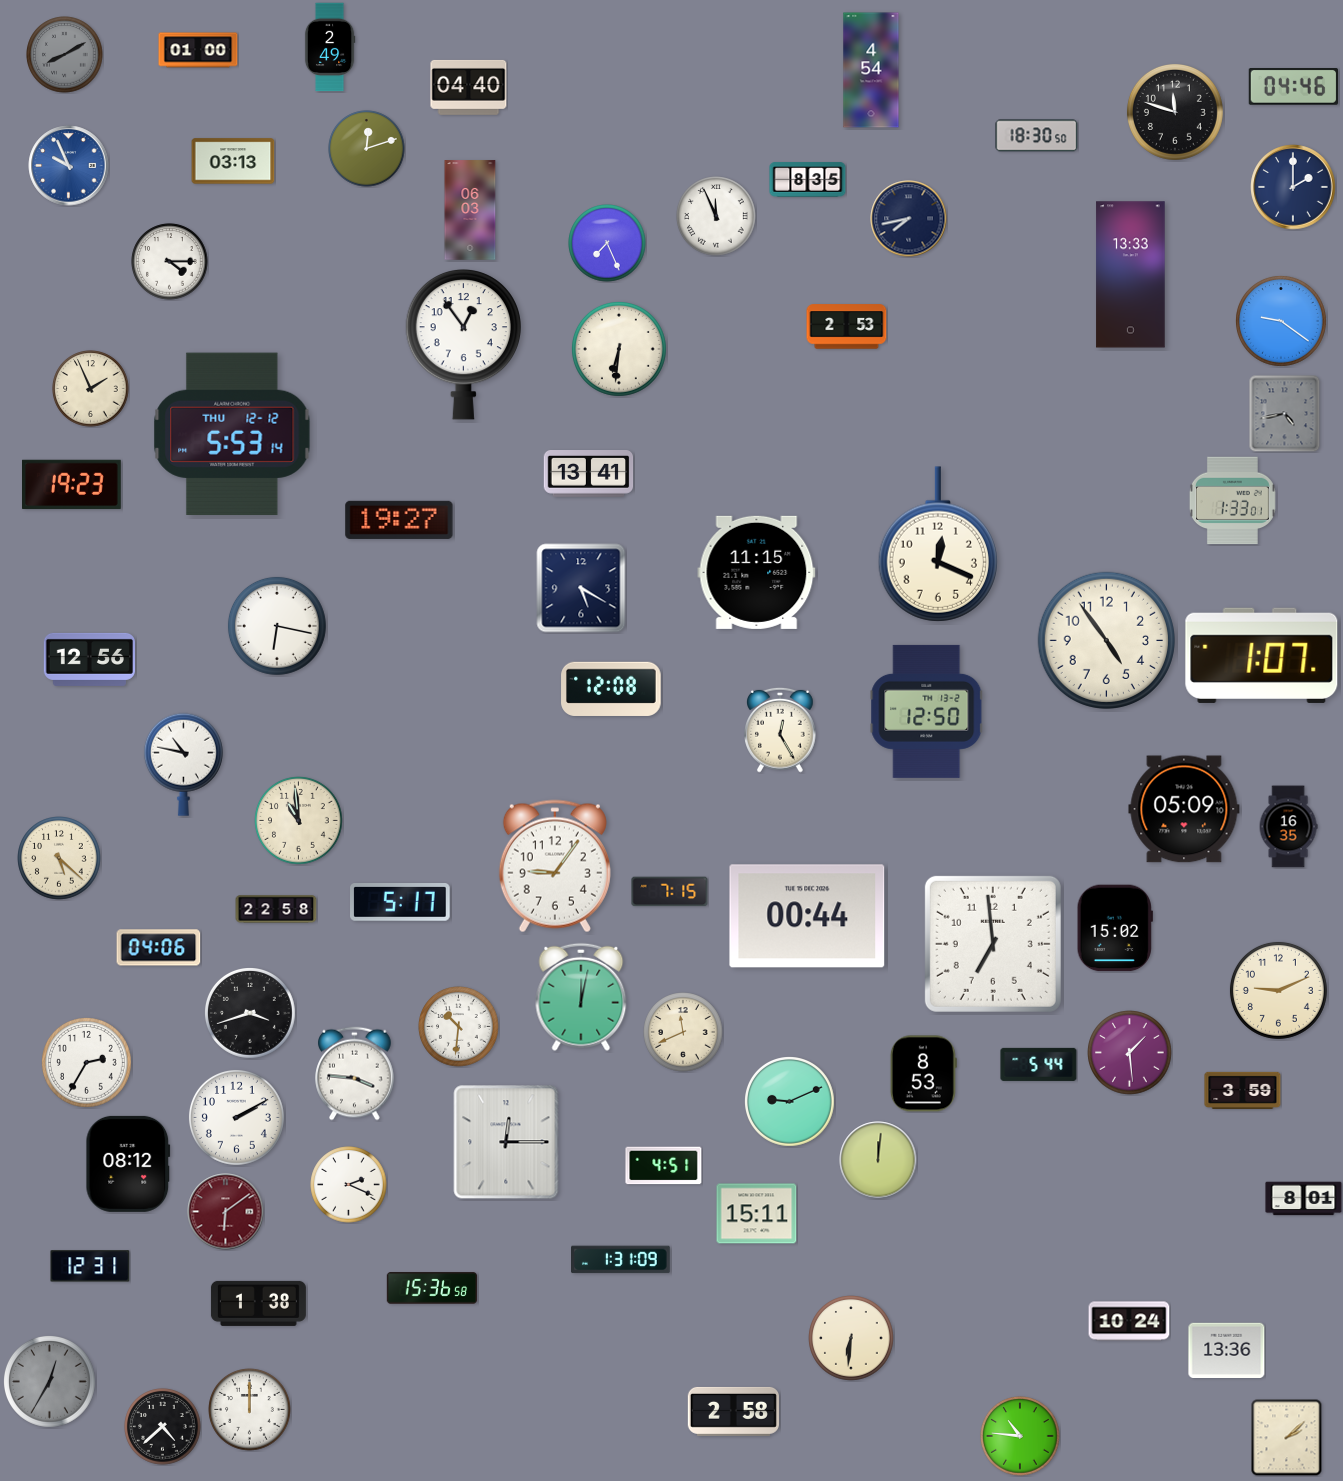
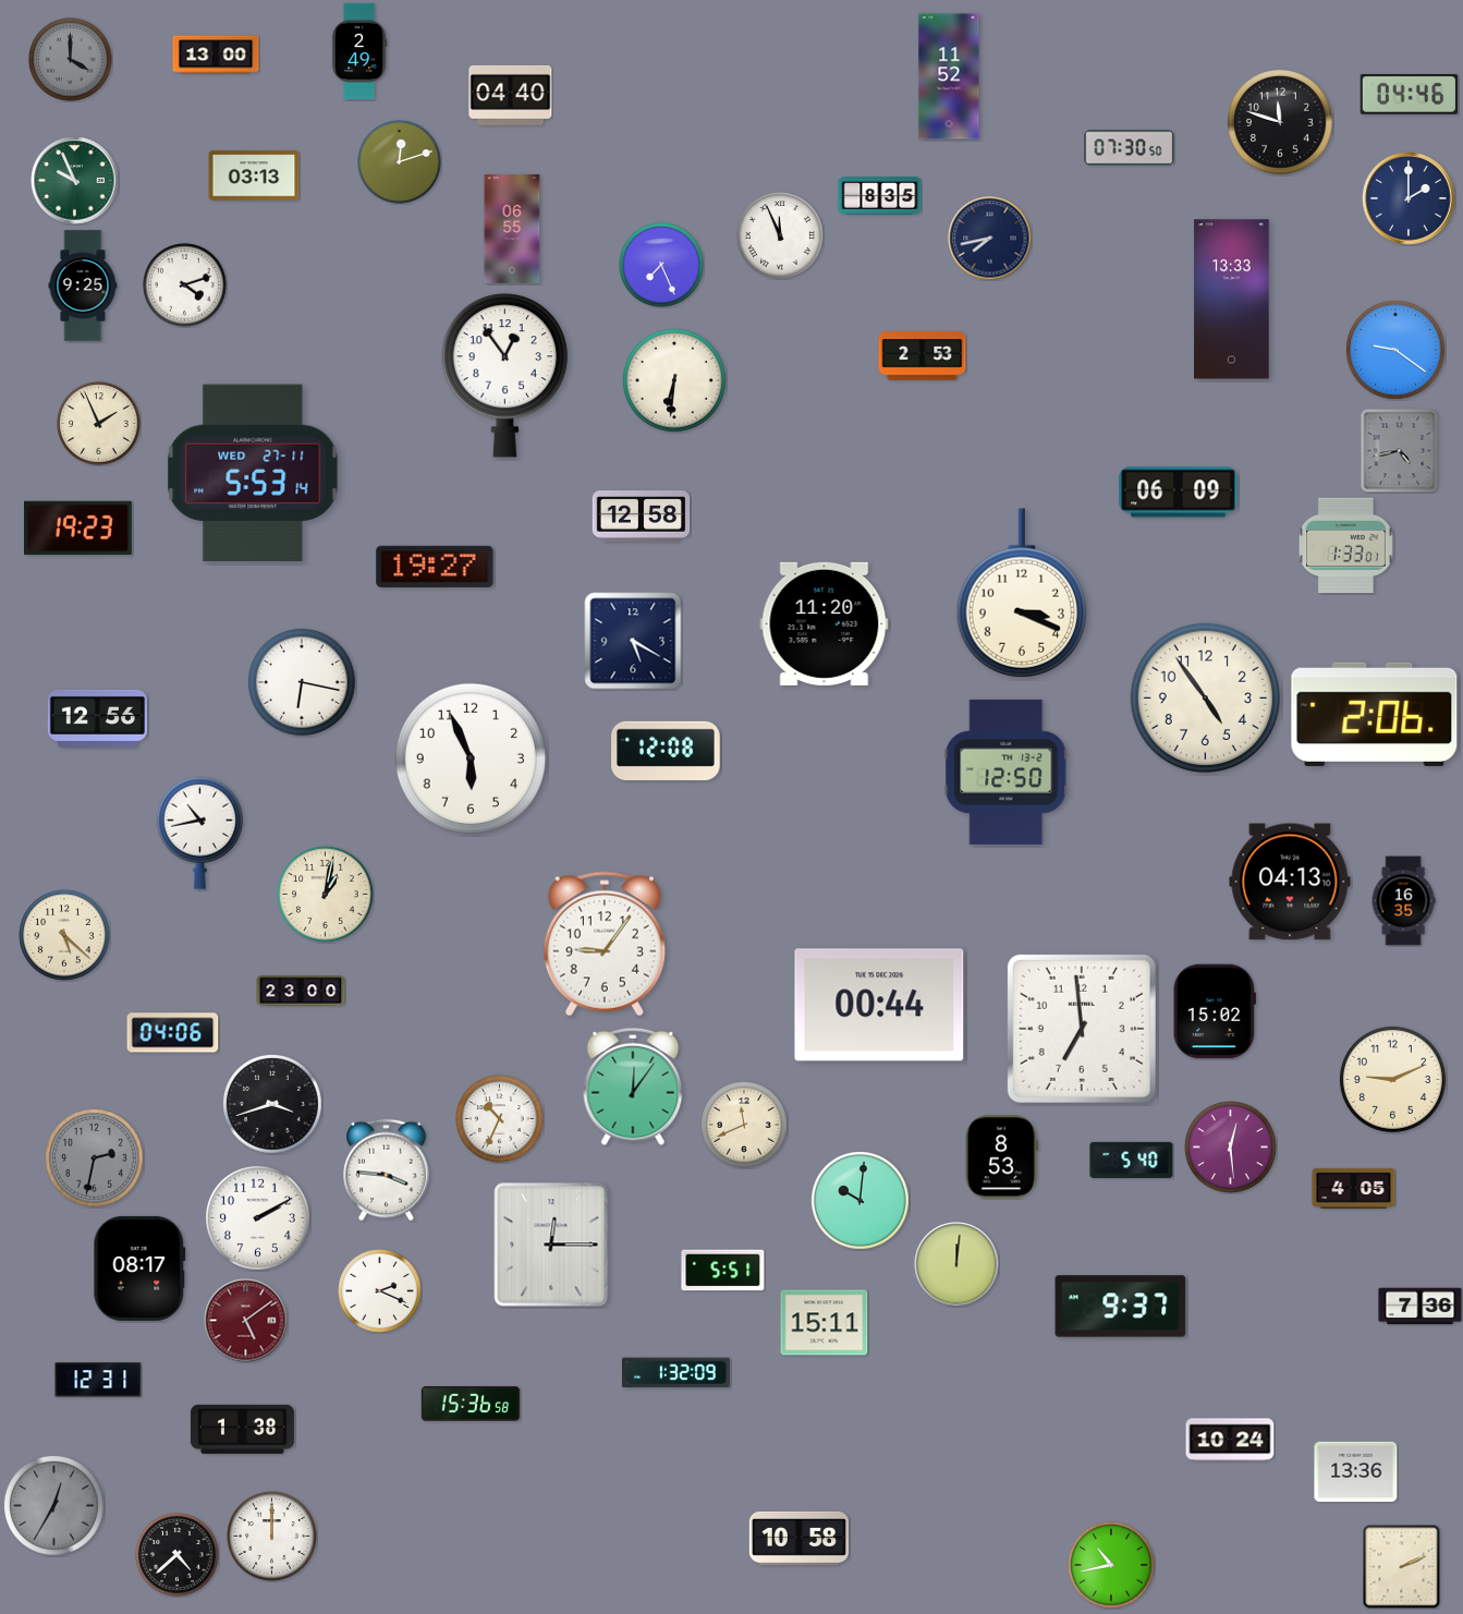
clock at (198, 50): 01:00 -> 13:00
clock at (65, 55): 8:10 -> 4:00
clock at (871, 70): 4:54 -> 11:52
clock at (1037, 136): 18:30 -> 07:30
clock at (69, 166) dial: blue -> green
clock at (1293, 187) position: (1293, 187) -> (1409, 198)
clock at (470, 210): 06:03 -> 06:55
clock at (83, 286): none -> 9:25
clock at (170, 262): 4:15 -> 4:12
clock at (232, 433) date: THU 12-12 -> WED 27-11
clock at (1179, 493): none -> 06:09
clock at (589, 474): 13:41 -> 12:58
clock at (1232, 501) position: (1232, 501) -> (1345, 546)
clock at (937, 544): 12:19 -> 3:19
clock at (757, 572): 11:15 -> 11:20
clock at (1262, 655): 1:07 -> 2:06
clock at (471, 759): none -> 5:56
clock at (927, 711) position: (927, 711) -> (1007, 772)
clock at (781, 730): 12:25 -> none
clock at (183, 764): 10:47 -> 10:43
clock at (1184, 809): 05:09 -> 04:13
clock at (299, 821): 10:59 -> 1:02
clock at (670, 892): 7:15 -> none
clock at (401, 903): 5:17 -> none
clock at (276, 909): 22:58 -> 23:00
clock at (807, 916) position: (807, 916) -> (879, 1005)
clock at (581, 997): 12:02 -> 12:06
clock at (459, 1027): 10:31 -> 10:34
clock at (1130, 1053): 1:29 -> 12:29
clock at (87, 1063): 2:35 -> 2:32
clock at (87, 1063) dial: white -> grey
clock at (1039, 1064): 5:44 -> 5:40
clock at (923, 1074) position: (923, 1074) -> (1001, 1157)
clock at (1243, 1090): 3:59 -> 4:05
clock at (790, 1102): 9:11 -> 10:01
clock at (128, 1164): 08:12 -> 08:17
clock at (664, 1166): 4:51 -> 5:51
clock at (1121, 1307): none -> 9:37
clock at (1304, 1199): 8:01 -> 7:36
clock at (226, 1212): 6:09 -> 5:09
clock at (621, 1260): 1:31 -> 1:32
clock at (258, 1303) position: (258, 1303) -> (242, 1429)
clock at (851, 1338): 6:31 -> none
clock at (1227, 1350) position: (1227, 1350) -> (1356, 1471)
clock at (733, 1411): 2:58 -> 10:58
clock at (1020, 1436): 10:46 -> 10:43
clock at (1287, 1437): 2:08 -> 2:11
